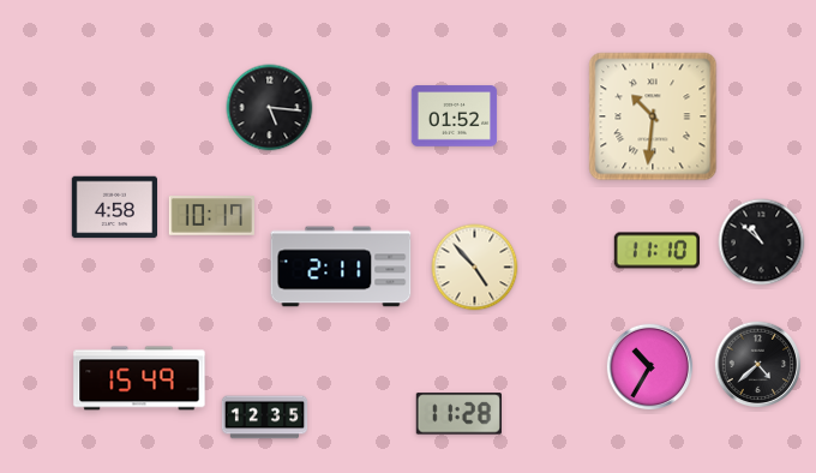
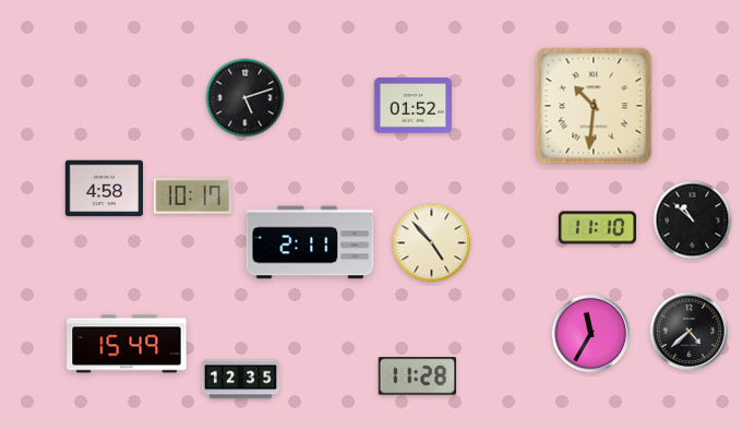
clock at (270, 108): 5:16 -> 5:12
clock at (650, 367): 10:35 -> 11:35
